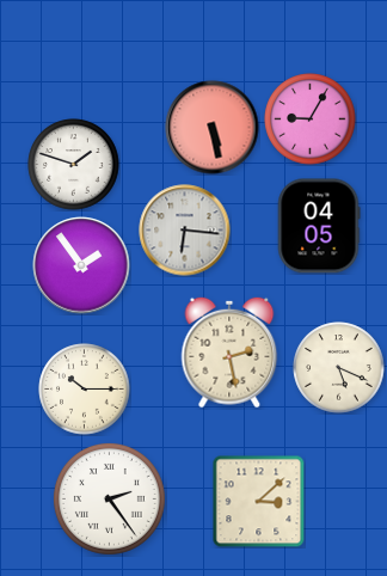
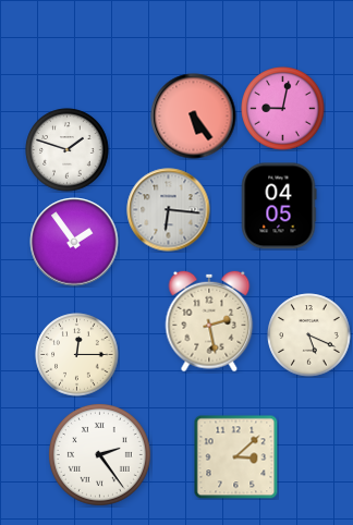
clock at (311, 120): 9:05 -> 9:02
clock at (213, 128): 5:28 -> 5:24
clock at (319, 226) position: (319, 226) -> (279, 206)
clock at (85, 390): 10:15 -> 12:15
